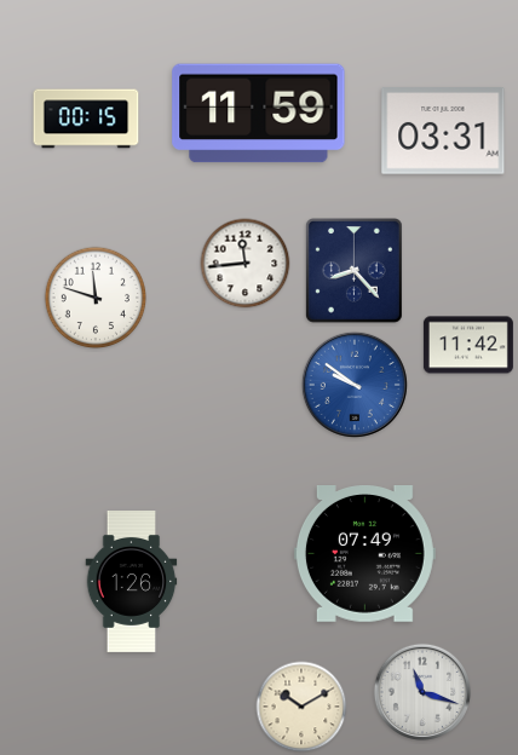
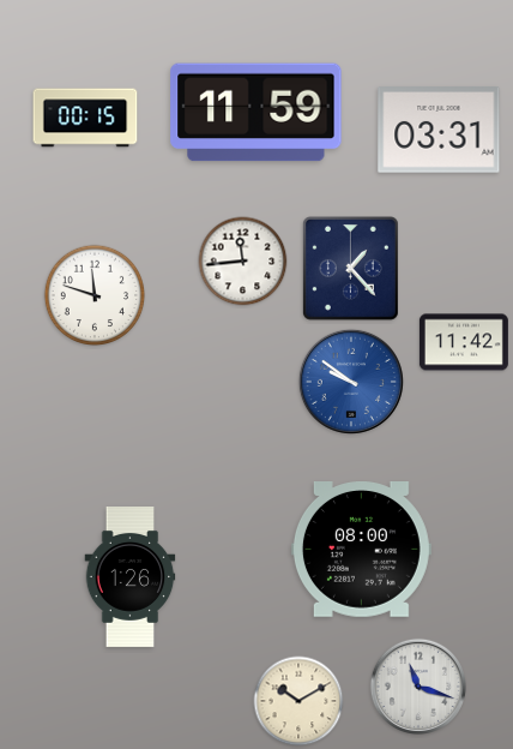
clock at (355, 271): 8:23 -> 1:23
clock at (364, 554): 07:49 -> 08:00
